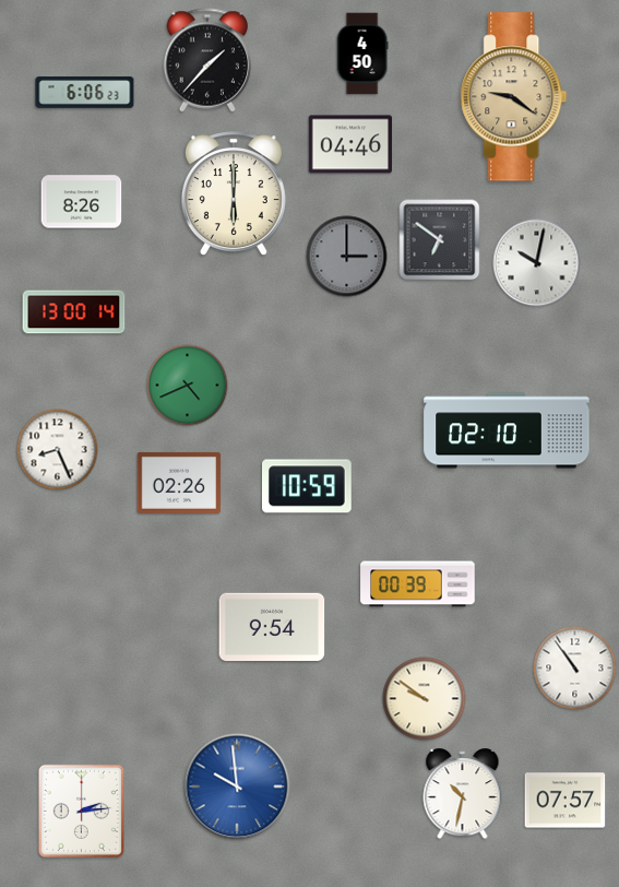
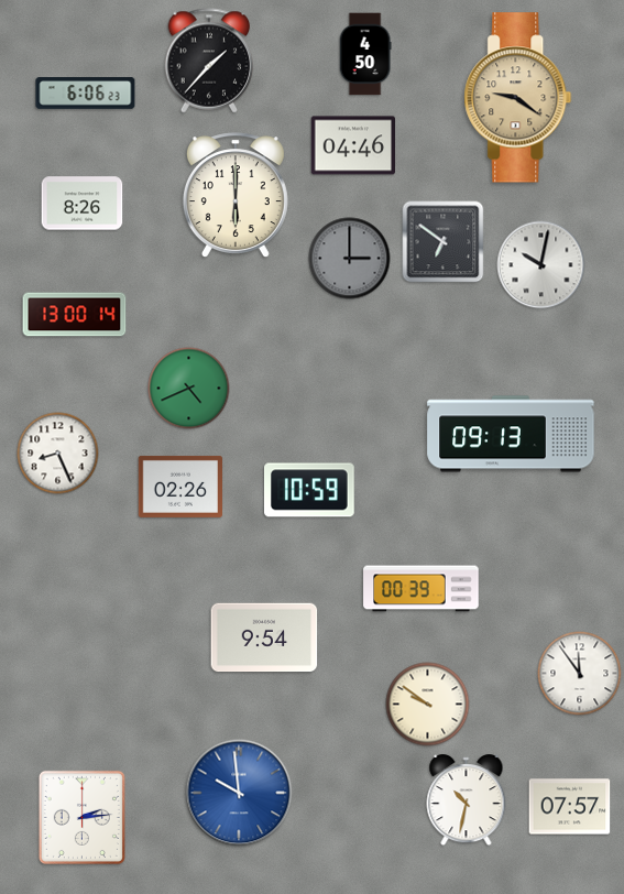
clock at (507, 430): 02:10 -> 09:13
clock at (272, 627) position: (272, 627) -> (264, 637)
clock at (575, 669): 10:54 -> 11:54
